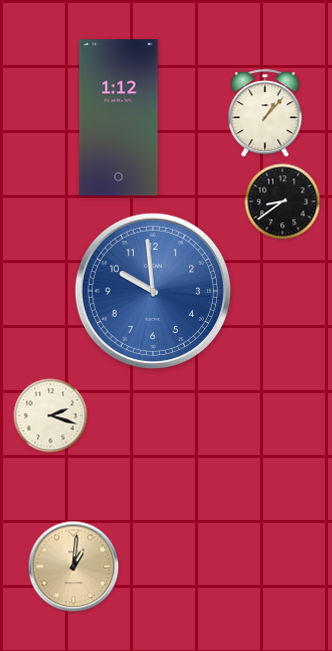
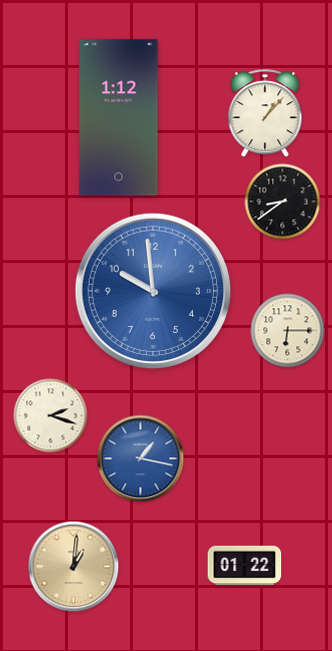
clock at (288, 331): none -> 6:15
clock at (141, 459): none -> 1:17
clock at (245, 566): none -> 01:22
